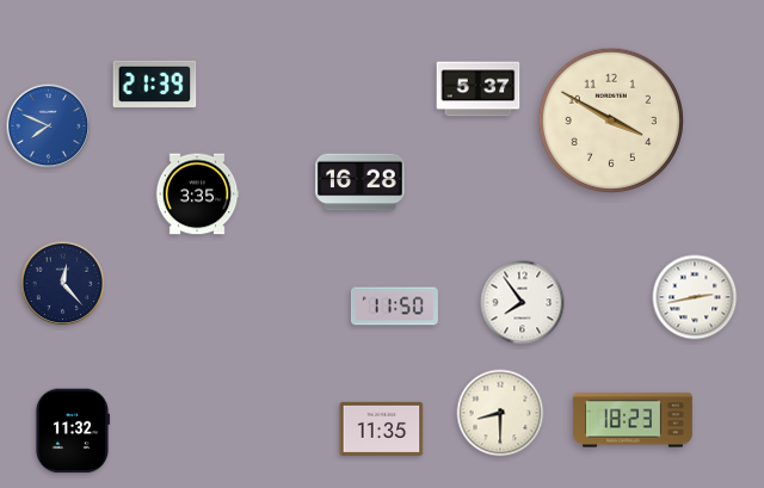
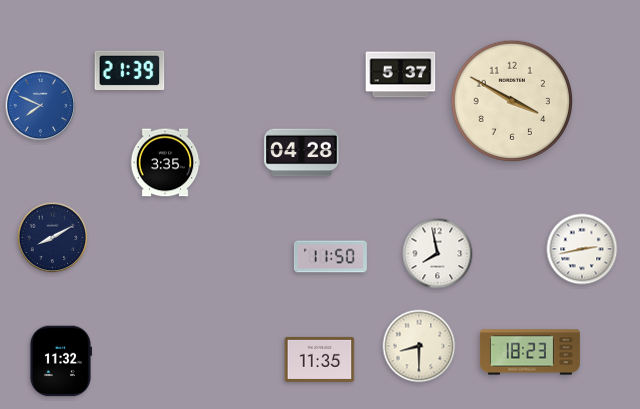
clock at (361, 183): 16:28 -> 04:28
clock at (63, 284): 12:23 -> 8:10
clock at (523, 303): 7:54 -> 7:58
